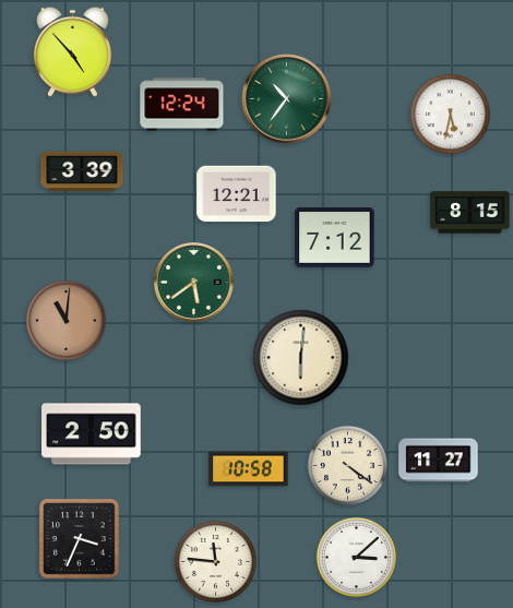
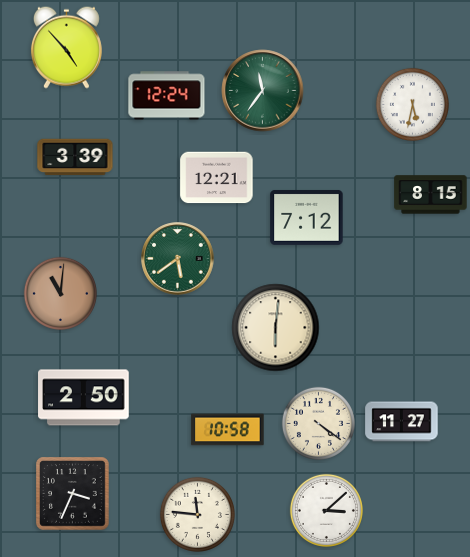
clock at (287, 99): 10:36 -> 11:36
clock at (347, 465) position: (347, 465) -> (318, 423)
